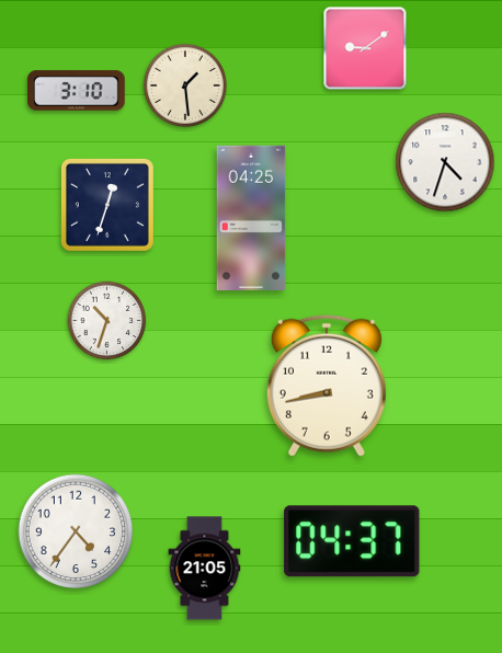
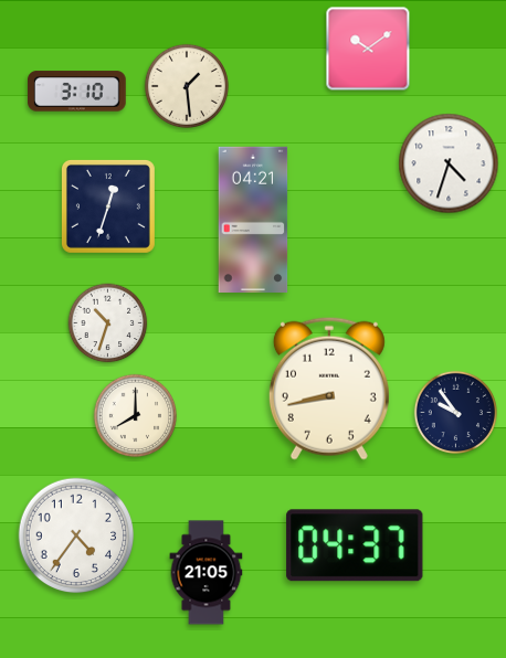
clock at (365, 48): 9:09 -> 10:09
clock at (251, 217): 04:25 -> 04:21
clock at (455, 412): none -> 9:54
clock at (135, 415): none -> 8:00
